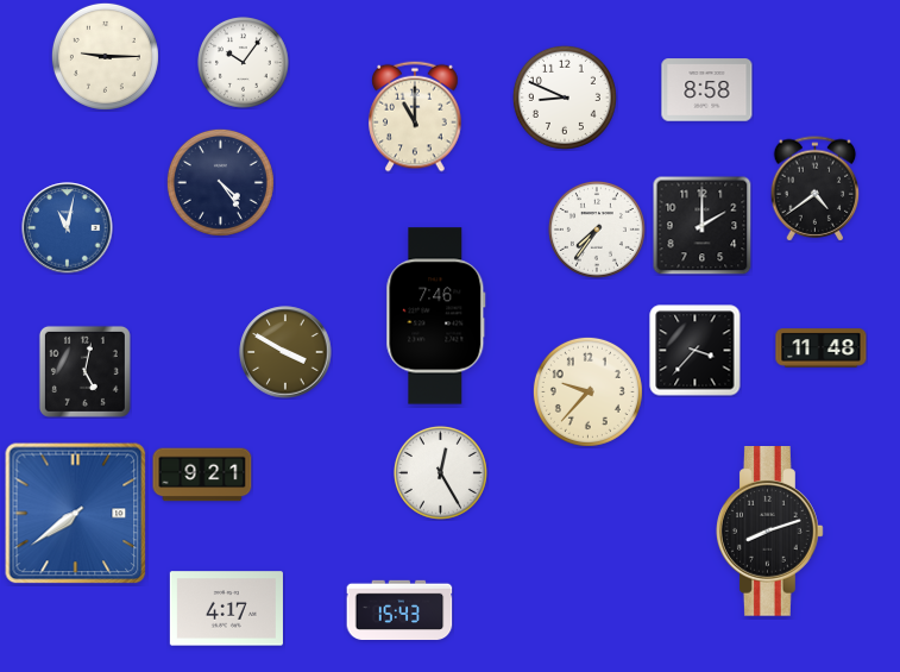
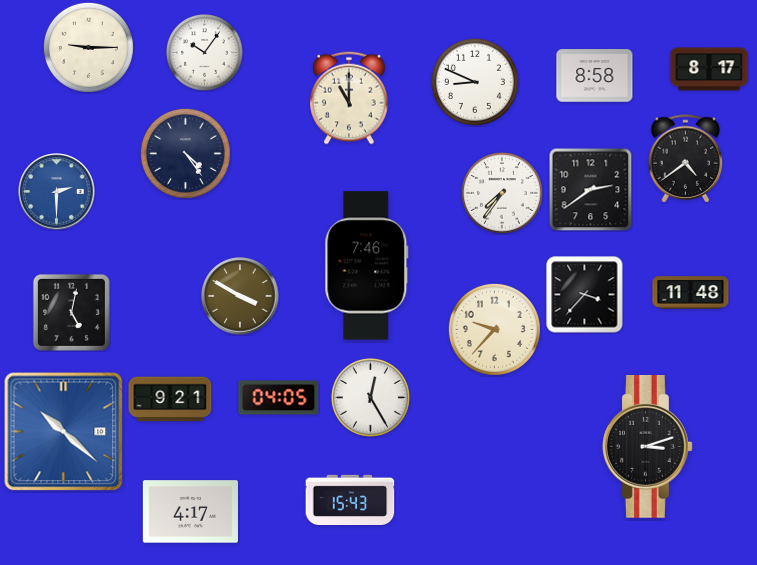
clock at (709, 69): none -> 8:17
clock at (701, 225): 2:00 -> 2:39
clock at (68, 228): 11:02 -> 2:30
clock at (279, 398): none -> 04:05
clock at (76, 514): 7:39 -> 10:22
clock at (770, 532): 8:12 -> 3:12
clock at (399, 609) position: (399, 609) -> (350, 499)
